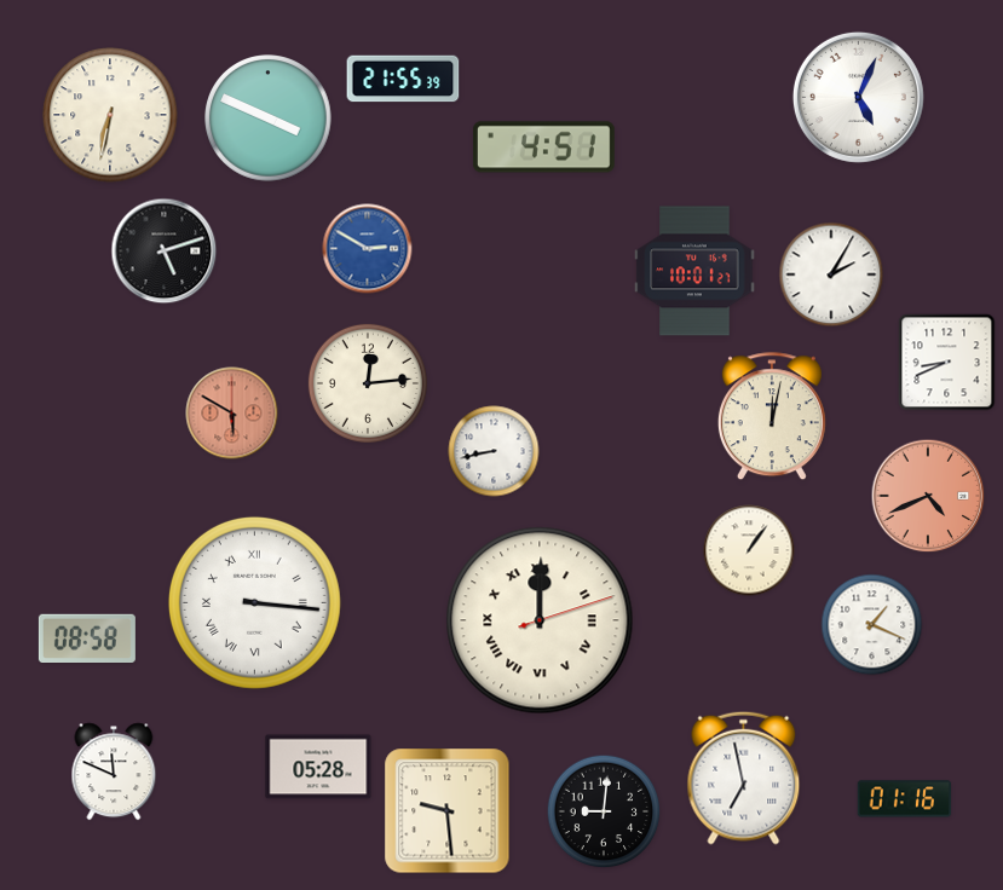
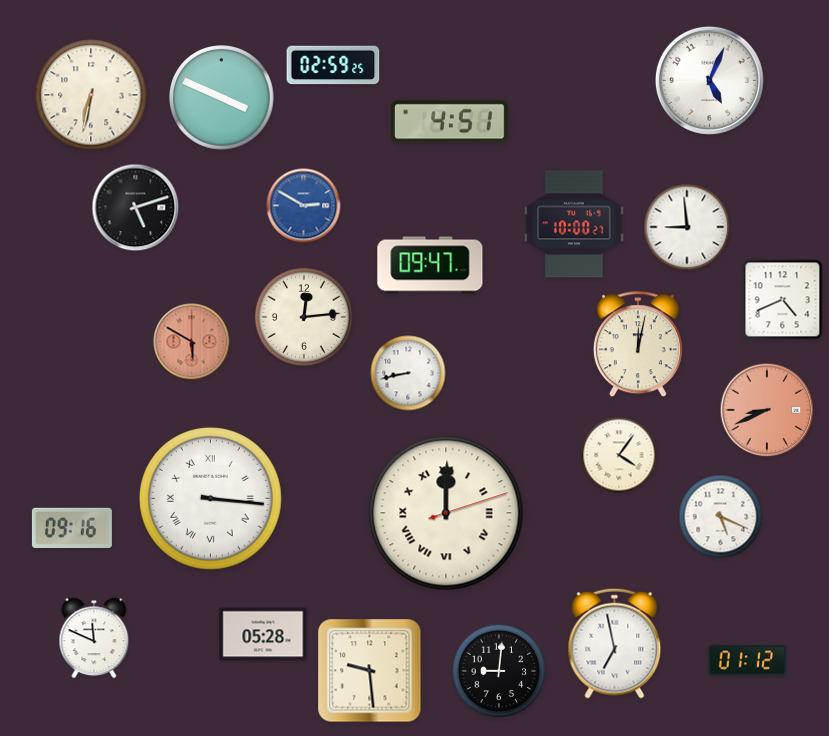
clock at (403, 79): 21:55 -> 02:59
clock at (694, 271): 10:01 -> 10:00
clock at (831, 274): 2:05 -> 8:59
clock at (430, 265): none -> 09:47
clock at (947, 363): 8:41 -> 4:41
clock at (928, 496): 4:41 -> 8:41
clock at (749, 550): 1:06 -> 4:06
clock at (872, 625): 1:19 -> 5:19
clock at (87, 637): 08:58 -> 09:16
clock at (905, 799): 01:16 -> 01:12
